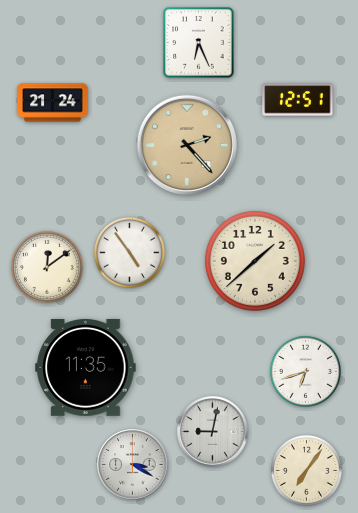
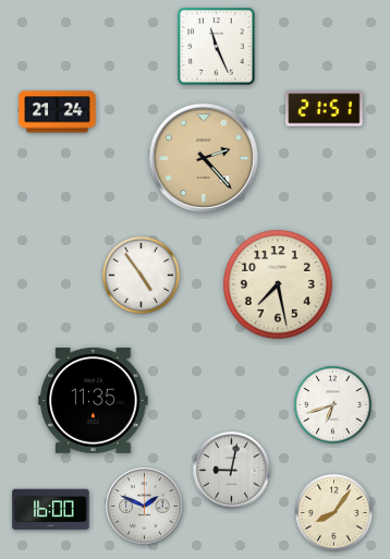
clock at (199, 43): 6:26 -> 11:26
clock at (298, 100): 12:51 -> 21:51
clock at (255, 261): 1:38 -> 7:28
clock at (47, 267): 12:09 -> none
clock at (133, 465): 3:20 -> 1:49
clock at (51, 510): none -> 16:00
clock at (306, 470): 7:06 -> 8:06
